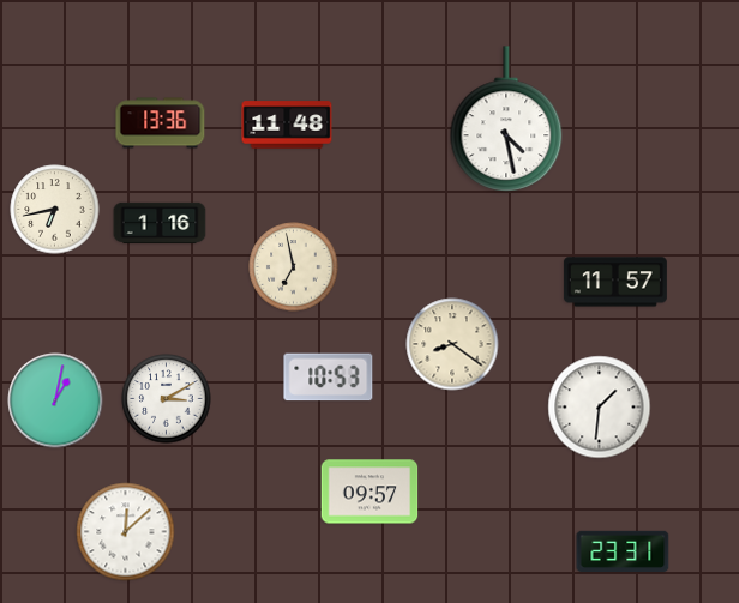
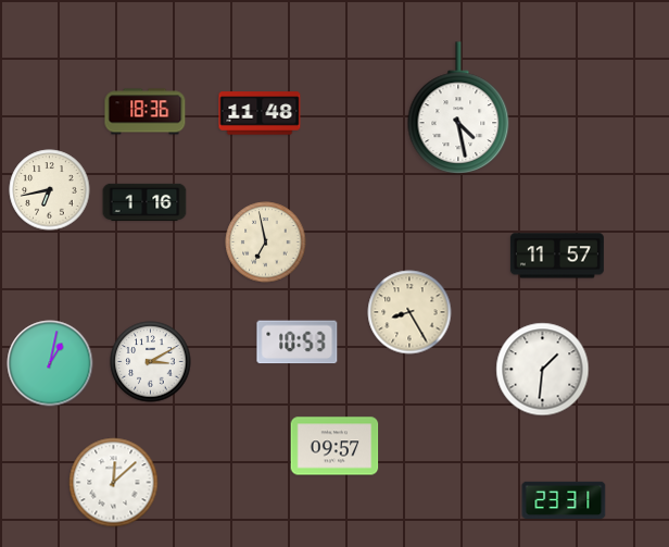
clock at (161, 123): 13:36 -> 18:36
clock at (452, 344): 8:21 -> 8:25
